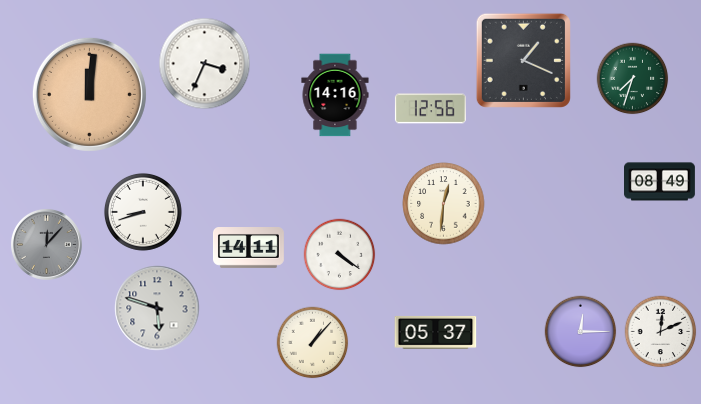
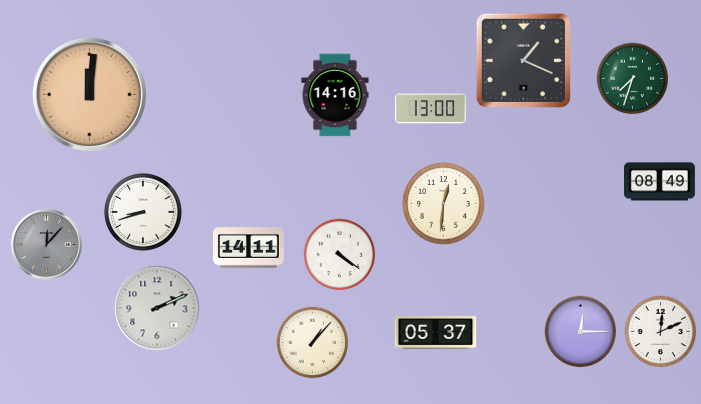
clock at (205, 64): 3:34 -> none
clock at (430, 109): 12:56 -> 13:00
clock at (157, 308): 5:48 -> 2:11
